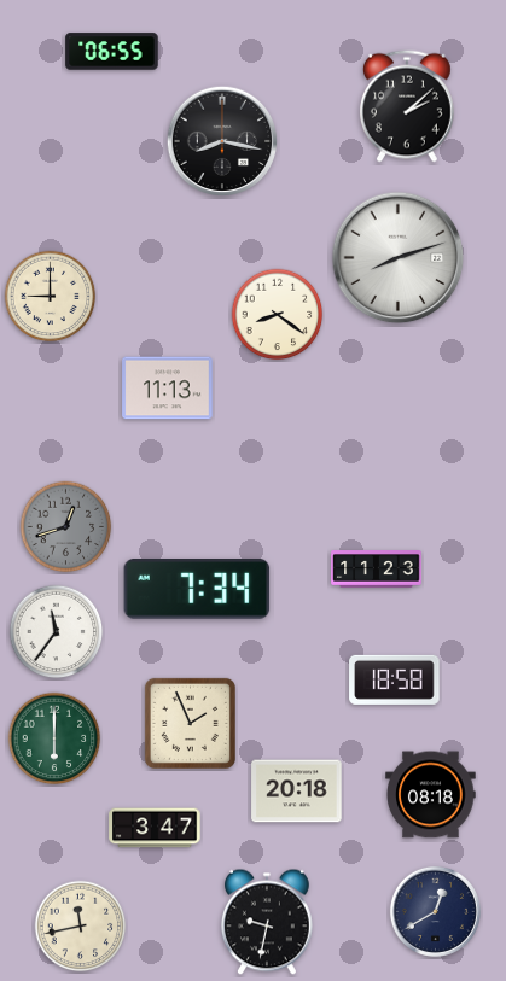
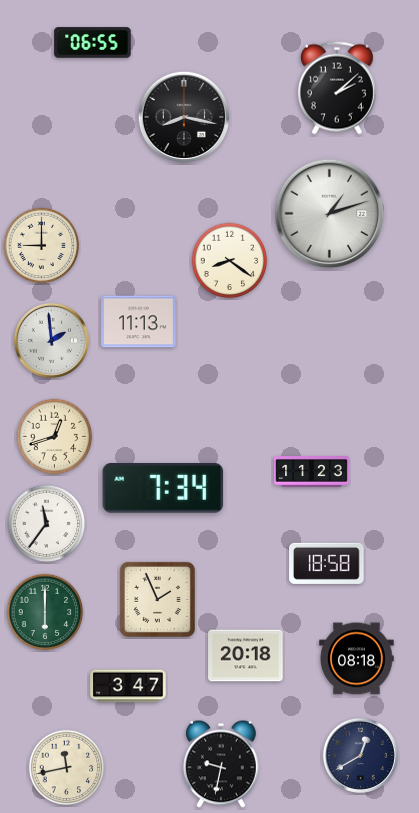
clock at (399, 258): 8:12 -> 1:12
clock at (51, 340): none -> 1:59
clock at (66, 527) dial: grey -> cream
